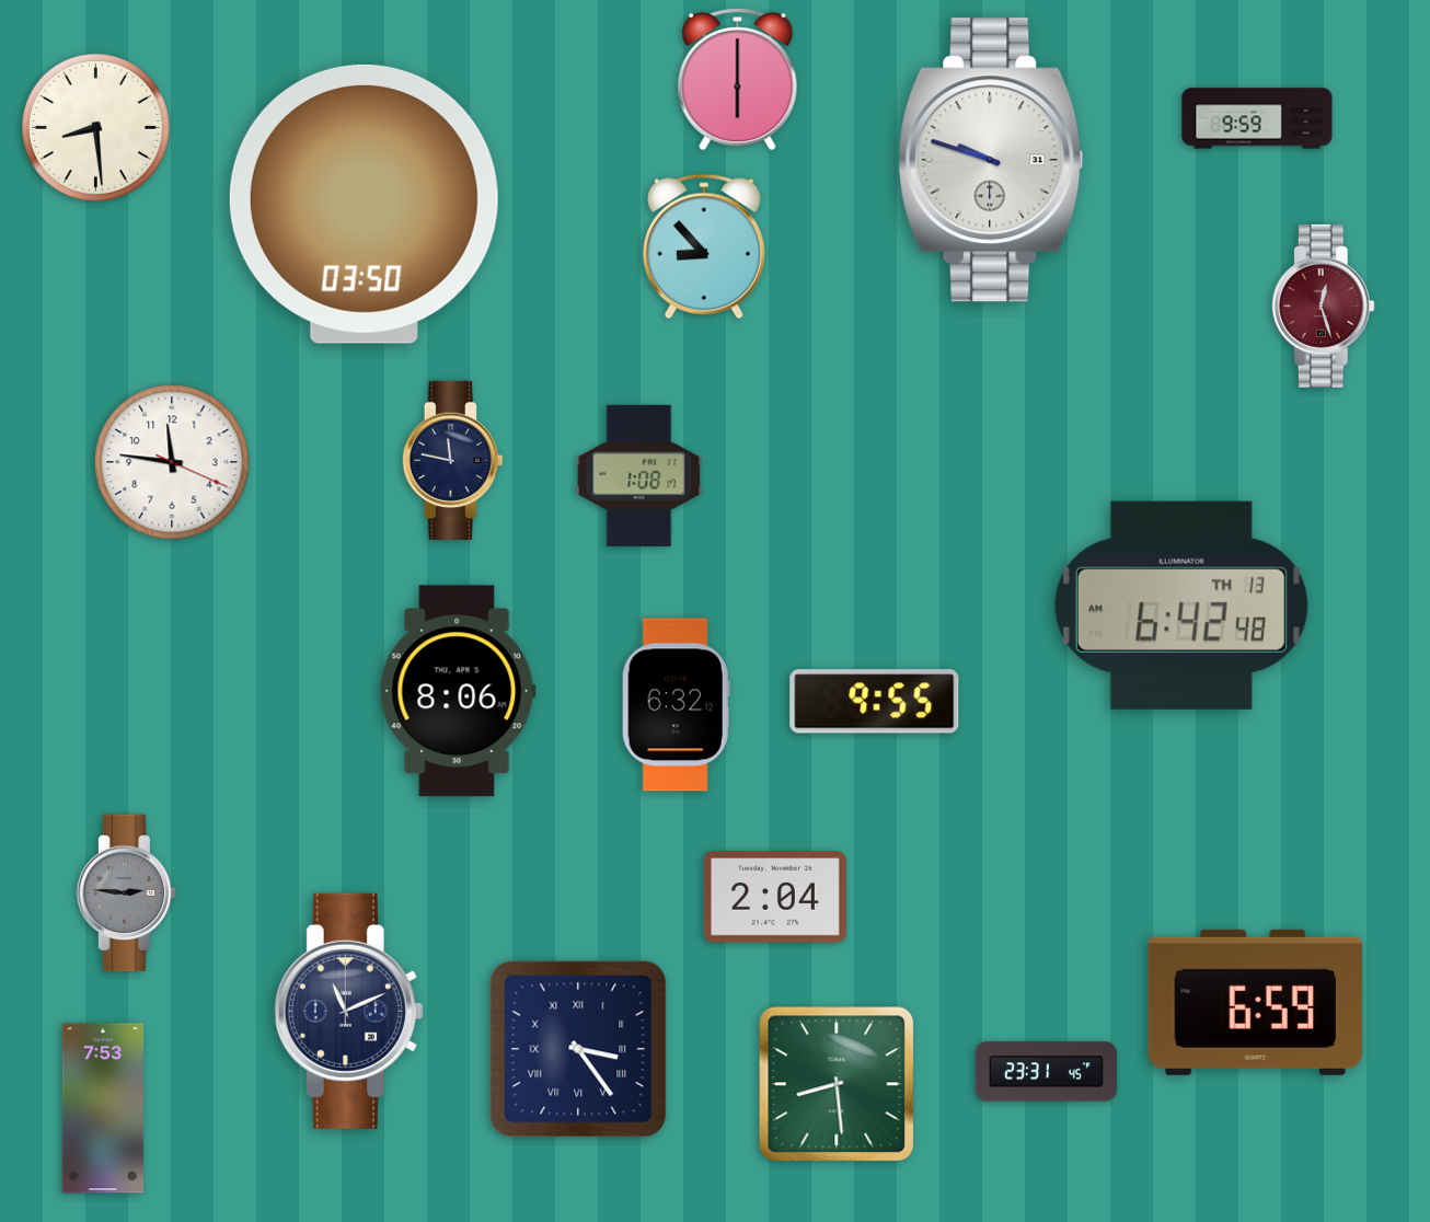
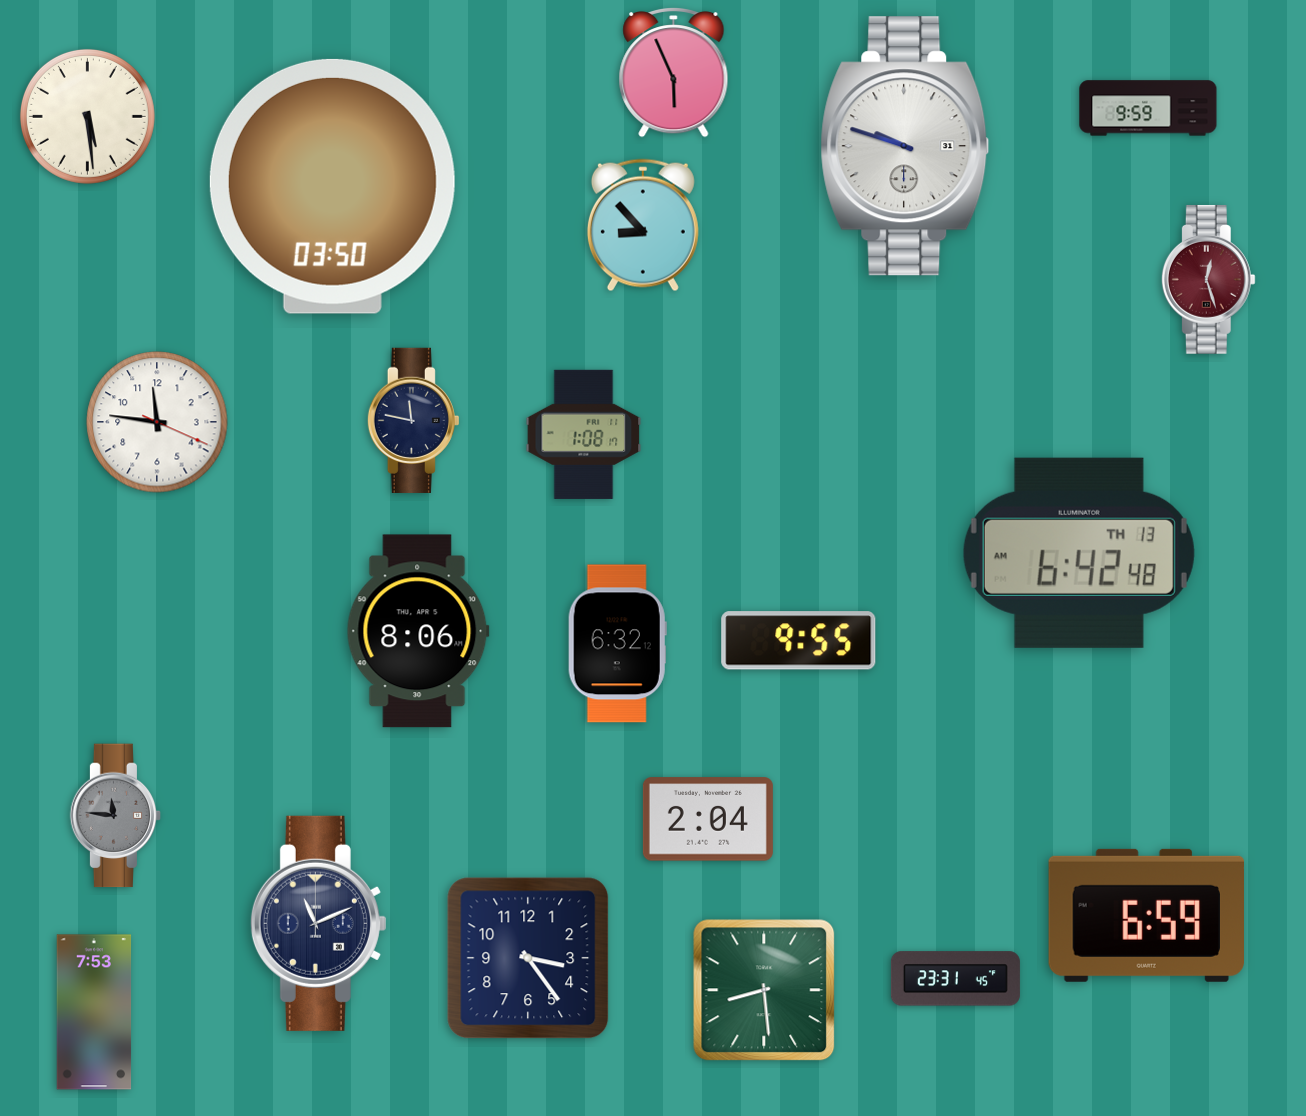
clock at (738, 79): 6:00 -> 5:56
clock at (95, 127): 8:29 -> 5:29
clock at (127, 894): 2:46 -> 11:46
clock at (578, 1049) numerals: Roman -> Arabic
